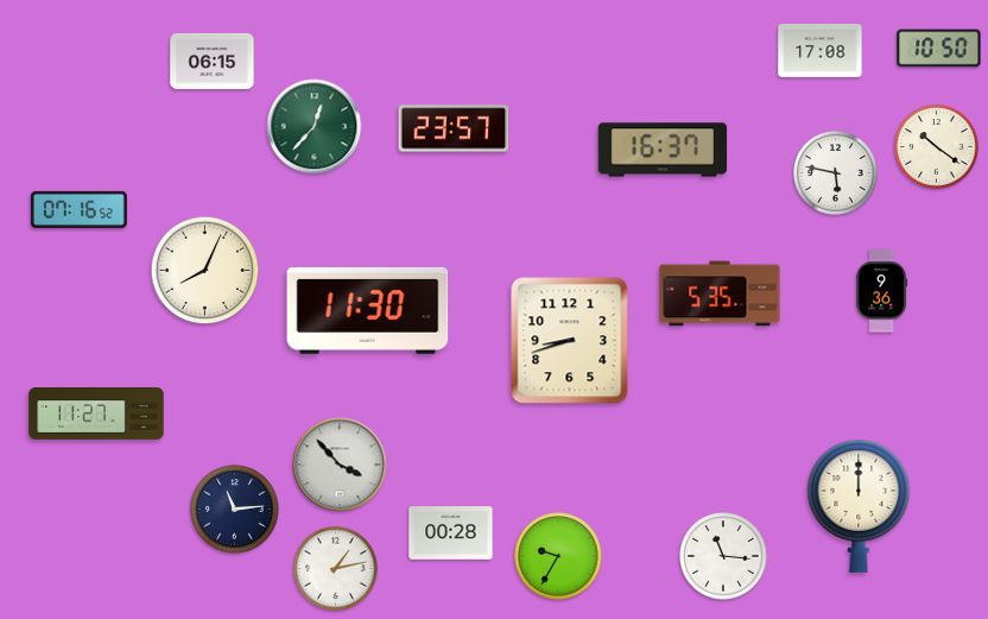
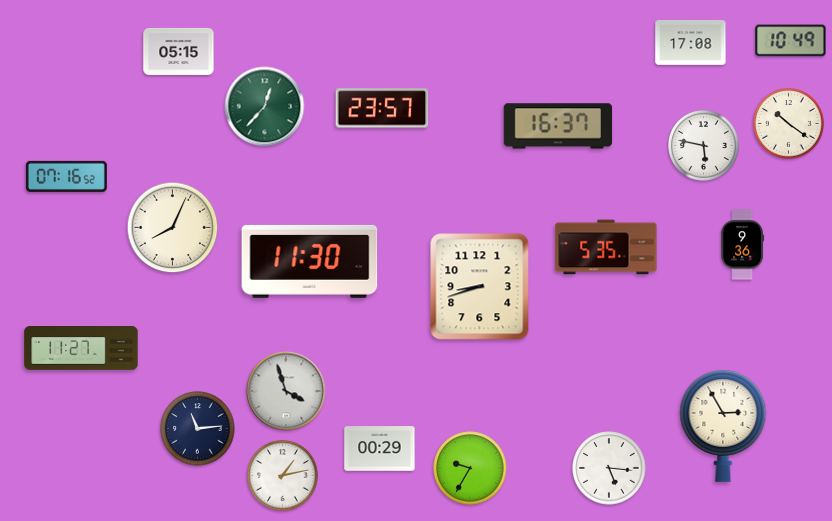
clock at (939, 49): 10:50 -> 10:49
clock at (213, 61): 06:15 -> 05:15
clock at (340, 465): 3:53 -> 3:57
clock at (859, 506): 12:00 -> 2:55
clock at (451, 533): 00:28 -> 00:29
clock at (723, 556): 11:16 -> 5:16
clock at (336, 569) position: (336, 569) -> (283, 476)
